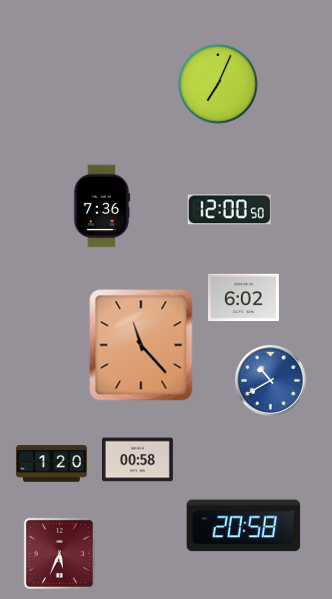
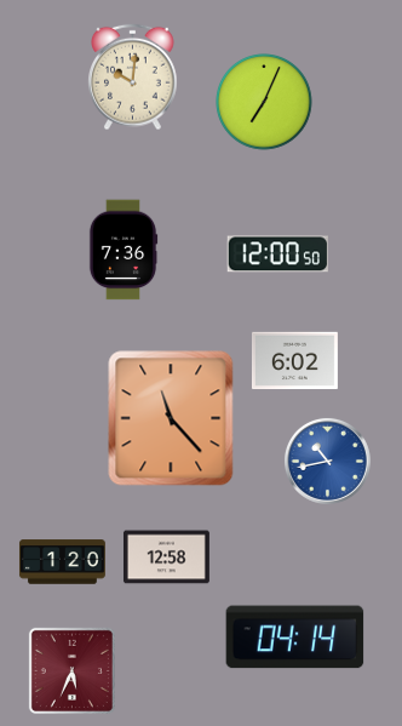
clock at (133, 78): none -> 10:01
clock at (270, 380): 10:40 -> 10:43
clock at (137, 460): 00:58 -> 12:58
clock at (244, 526): 20:58 -> 04:14
